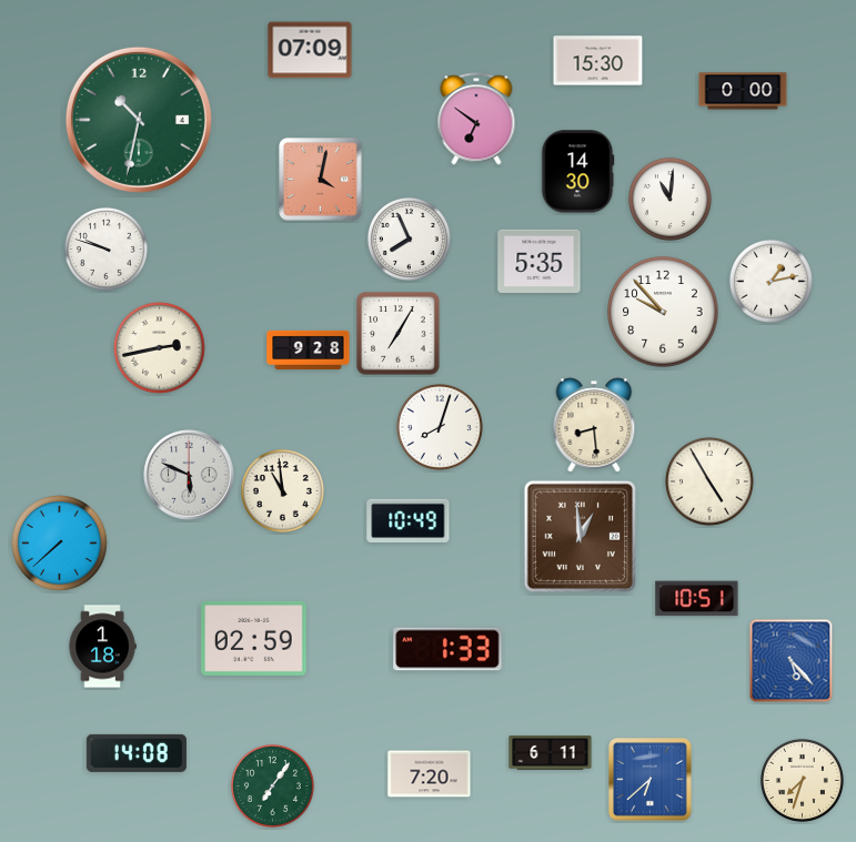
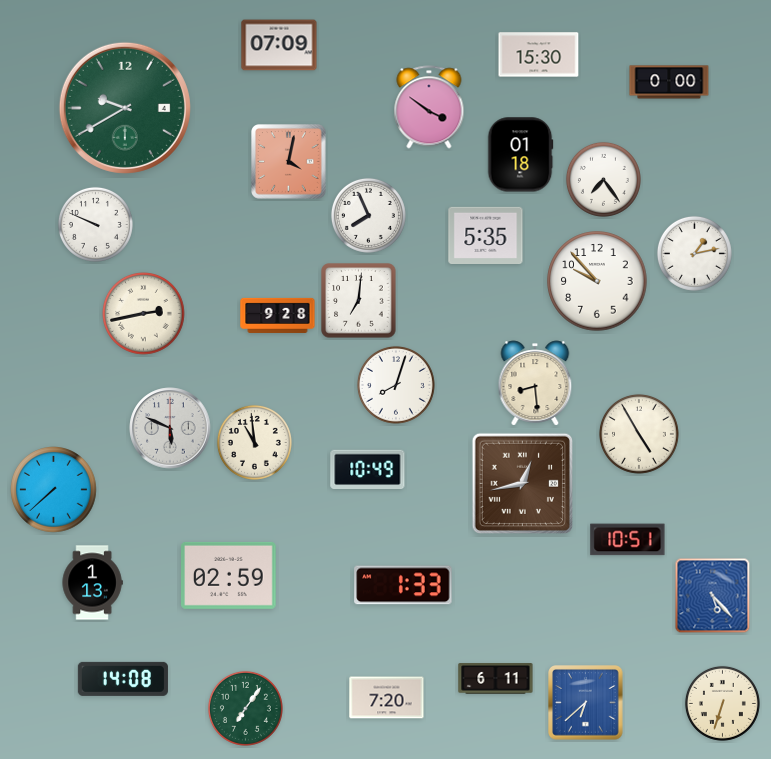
clock at (476, 119): 6:51 -> 3:51
clock at (139, 120): 10:32 -> 9:40
clock at (577, 172): 14:30 -> 01:18
clock at (669, 199): 11:01 -> 7:24
clock at (105, 248): 9:48 -> 9:49
clock at (399, 334): 7:05 -> 7:01
clock at (580, 536): 12:59 -> 12:43
clock at (102, 647): 1:18 -> 1:13
clock at (802, 780): 7:33 -> 6:33
